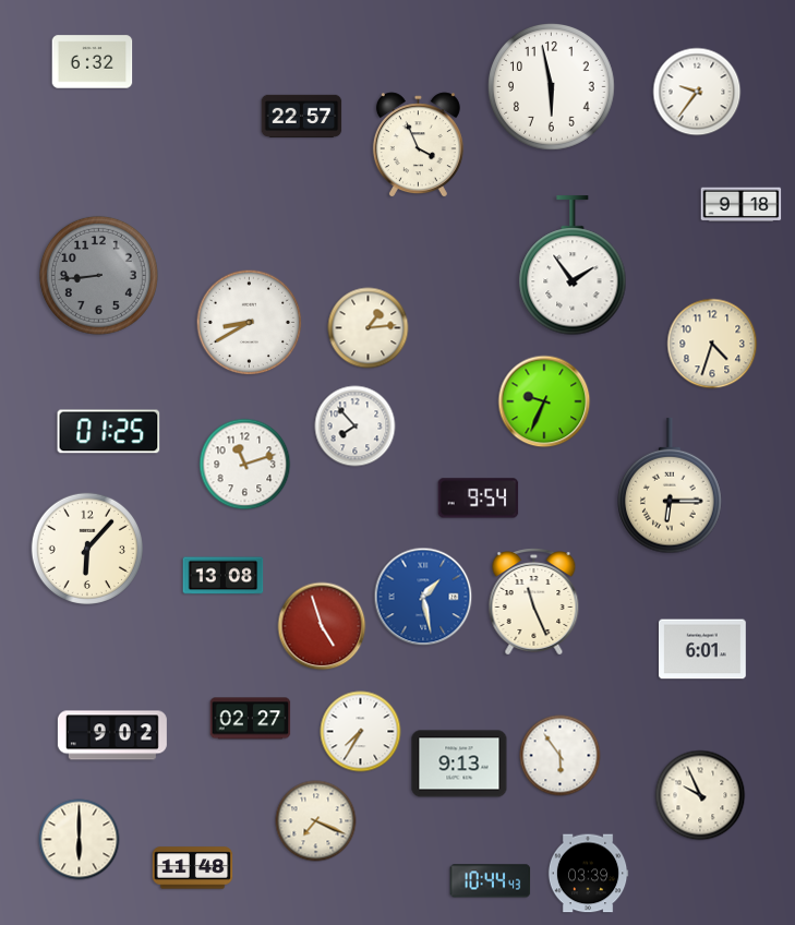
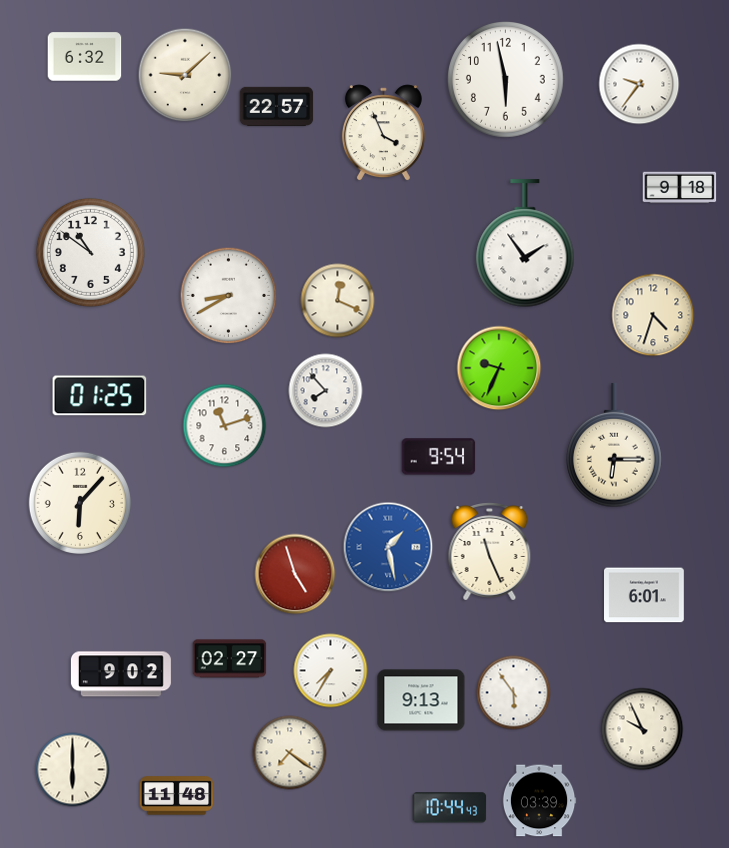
clock at (185, 75): none -> 9:08
clock at (98, 275): 8:44 -> 10:51
clock at (98, 275) dial: grey -> white
clock at (369, 328): 1:14 -> 12:19
clock at (224, 576): 13:08 -> none
clock at (112, 735) position: (112, 735) -> (121, 674)
clock at (316, 821): 7:19 -> 7:21
